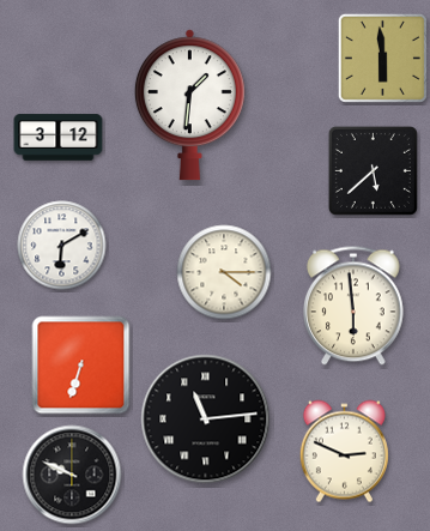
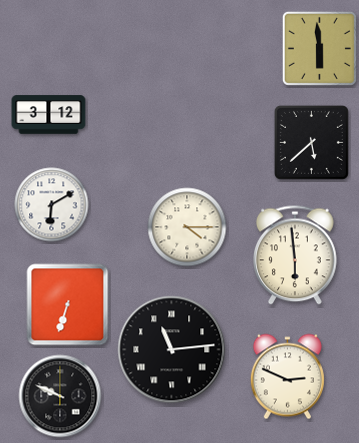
clock at (189, 105): 1:31 -> none
